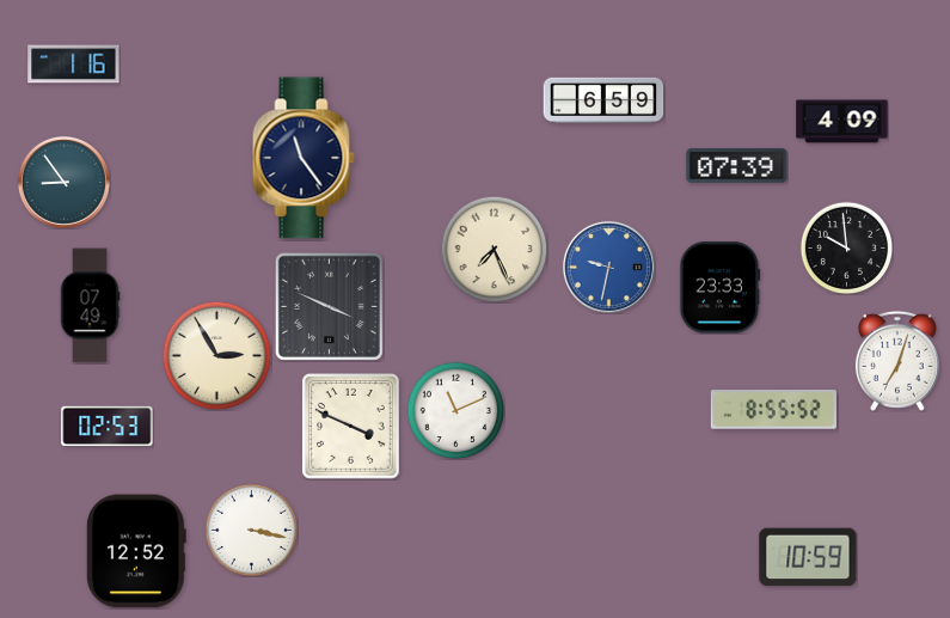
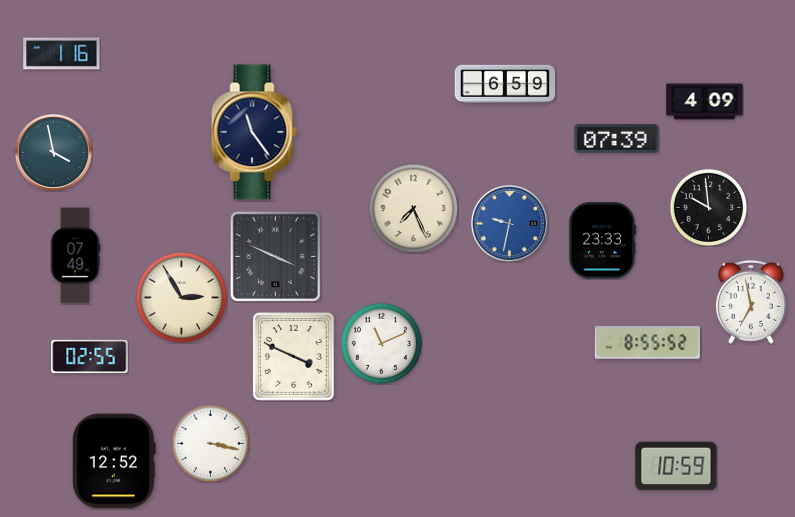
clock at (63, 182): 8:54 -> 3:58
clock at (897, 361): 7:03 -> 6:58
clock at (108, 427): 02:53 -> 02:55
